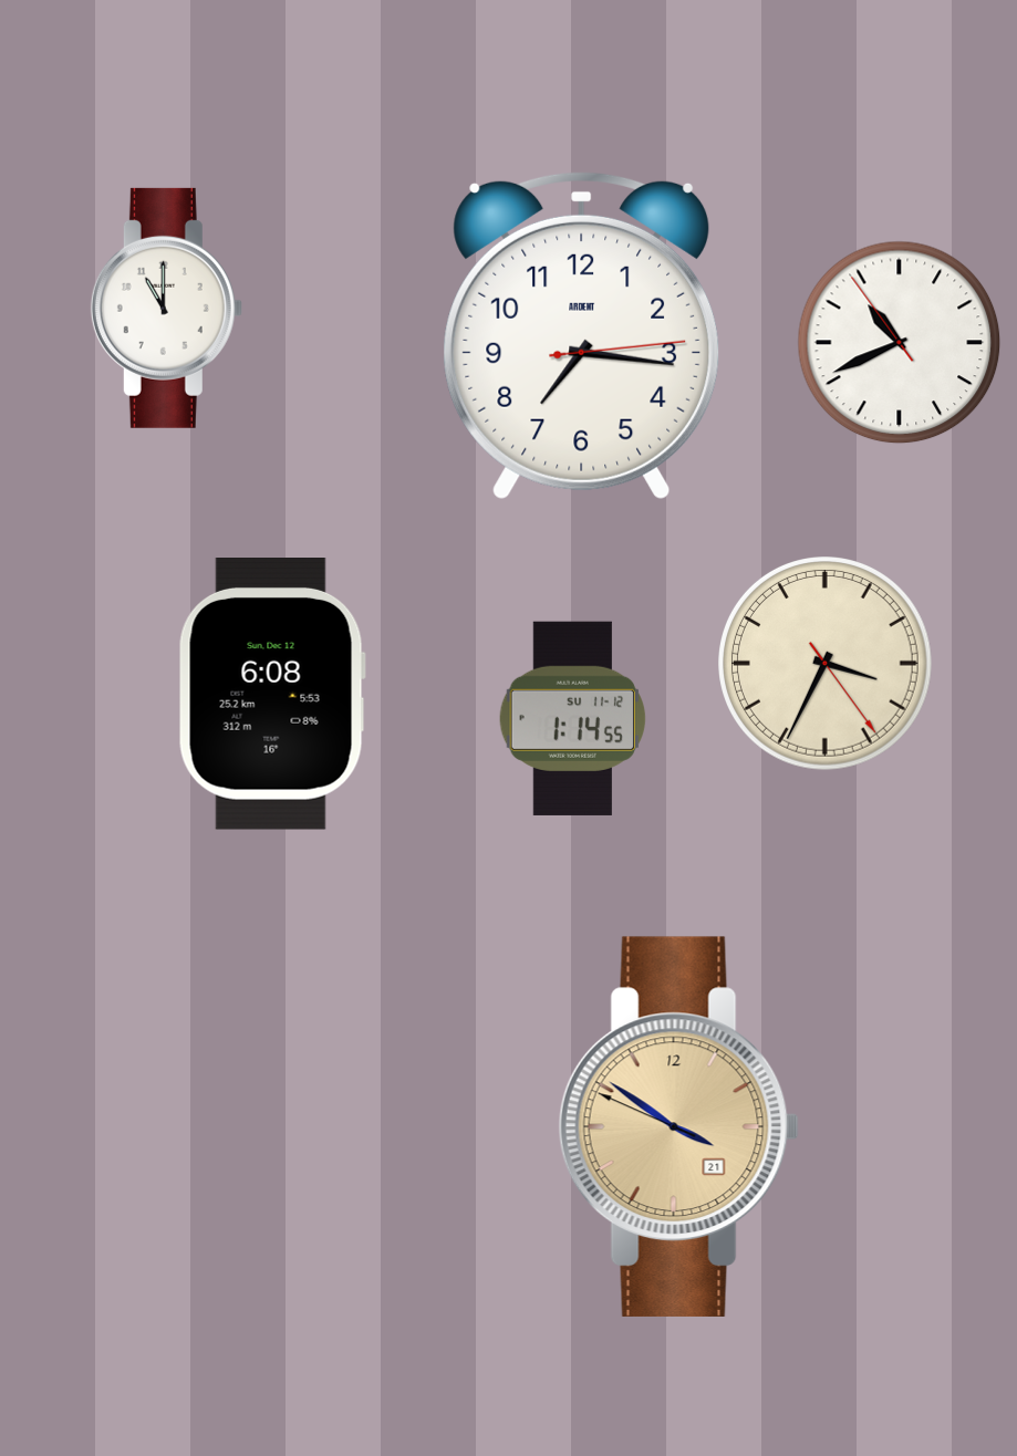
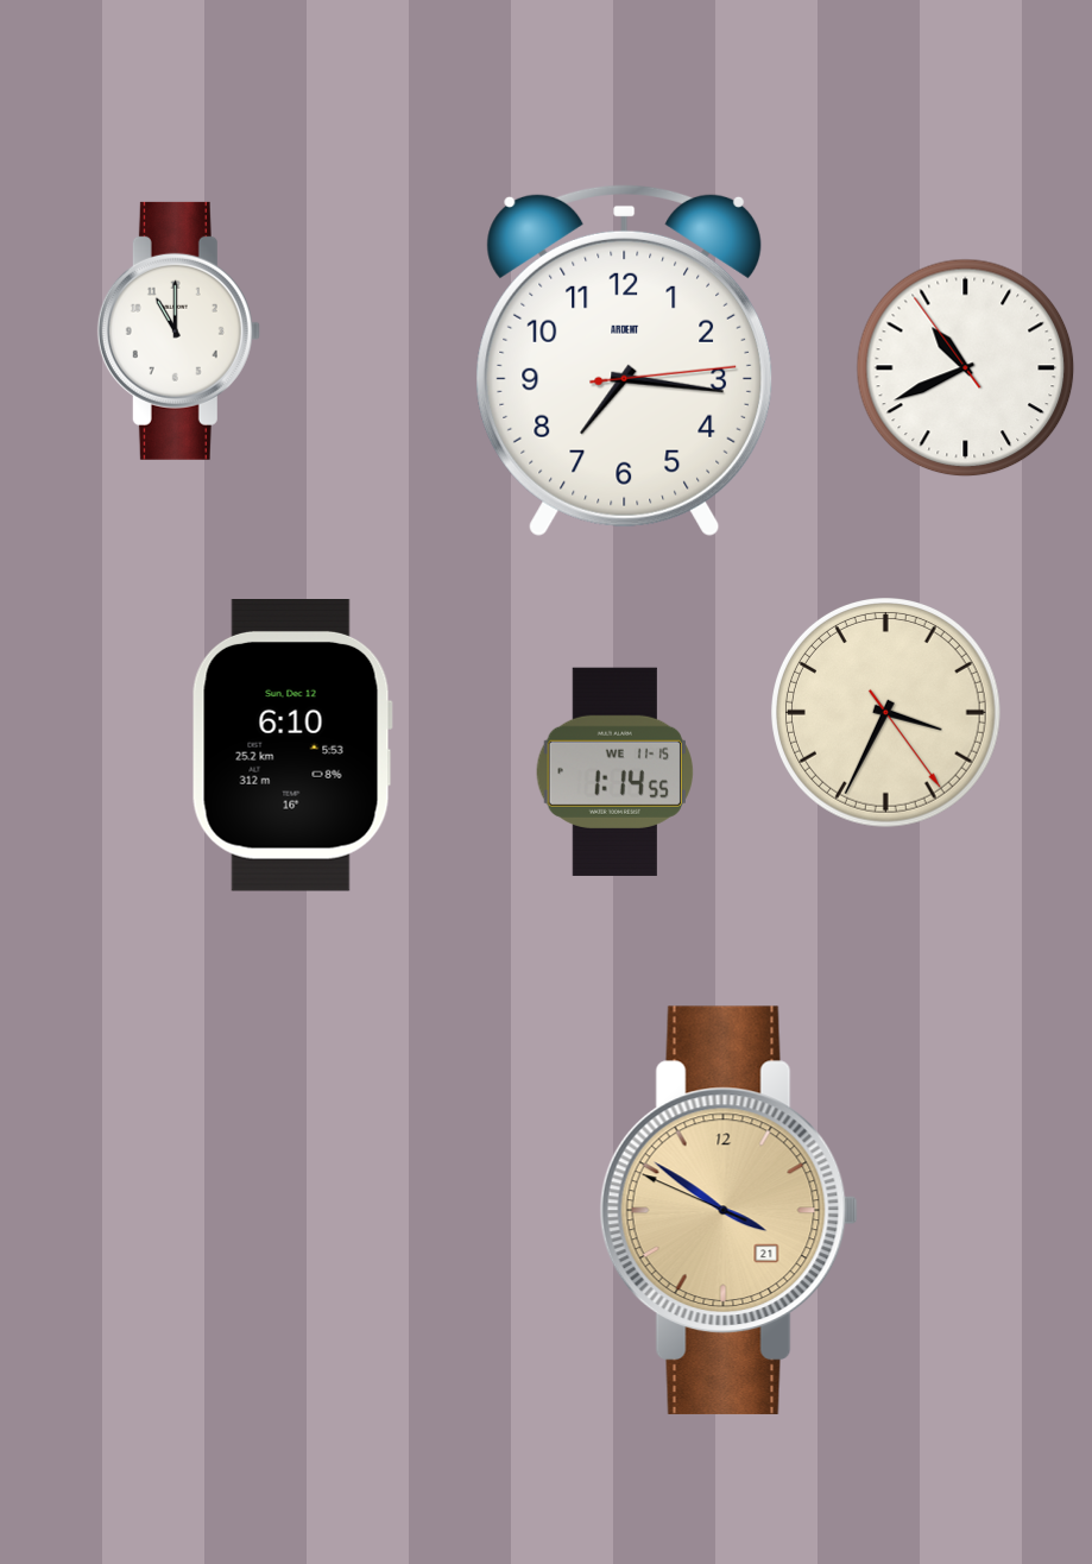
clock at (272, 695): 6:08 -> 6:10
clock at (572, 718) date: SU 11-12 -> WE 11-15
